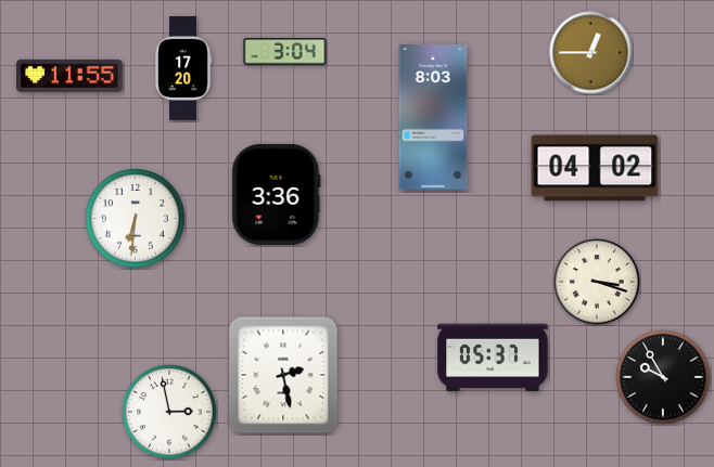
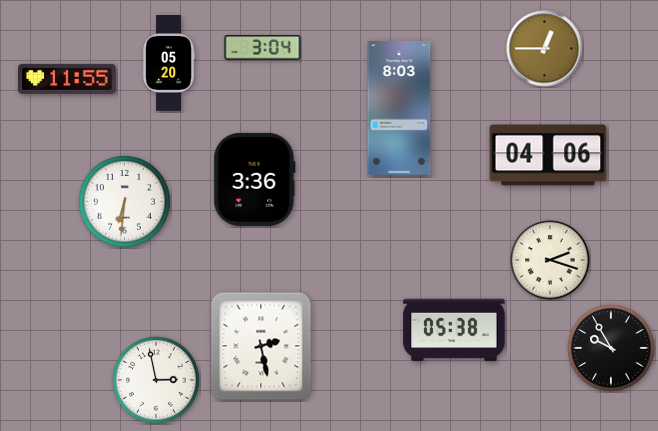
clock at (183, 69): 17:20 -> 05:20
clock at (69, 76) position: (69, 76) -> (67, 79)
clock at (595, 168): 04:02 -> 04:06
clock at (597, 282): 3:18 -> 2:18
clock at (493, 358): 05:37 -> 05:38
